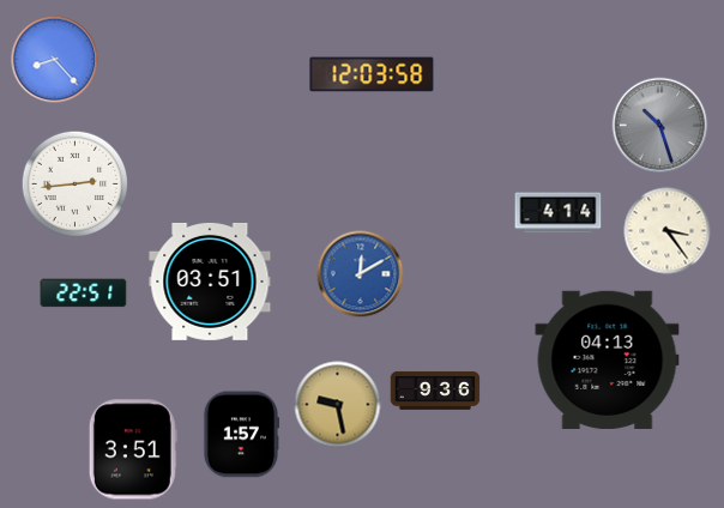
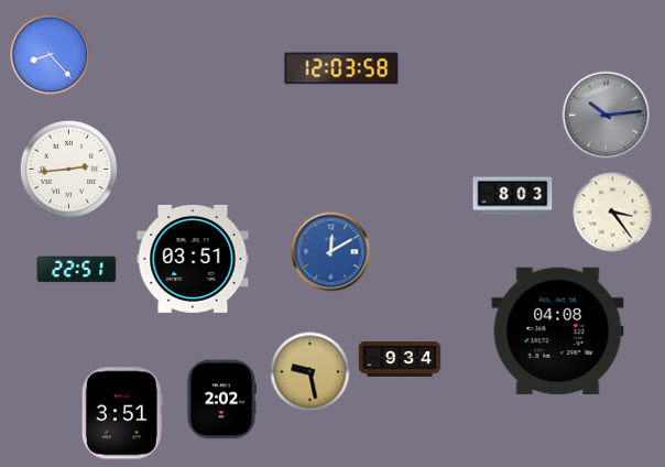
clock at (660, 126): 10:27 -> 10:14
clock at (559, 213): 4:14 -> 8:03
clock at (608, 359): 04:13 -> 04:08
clock at (435, 391): 9:36 -> 9:34
clock at (240, 435): 1:57 -> 2:02
